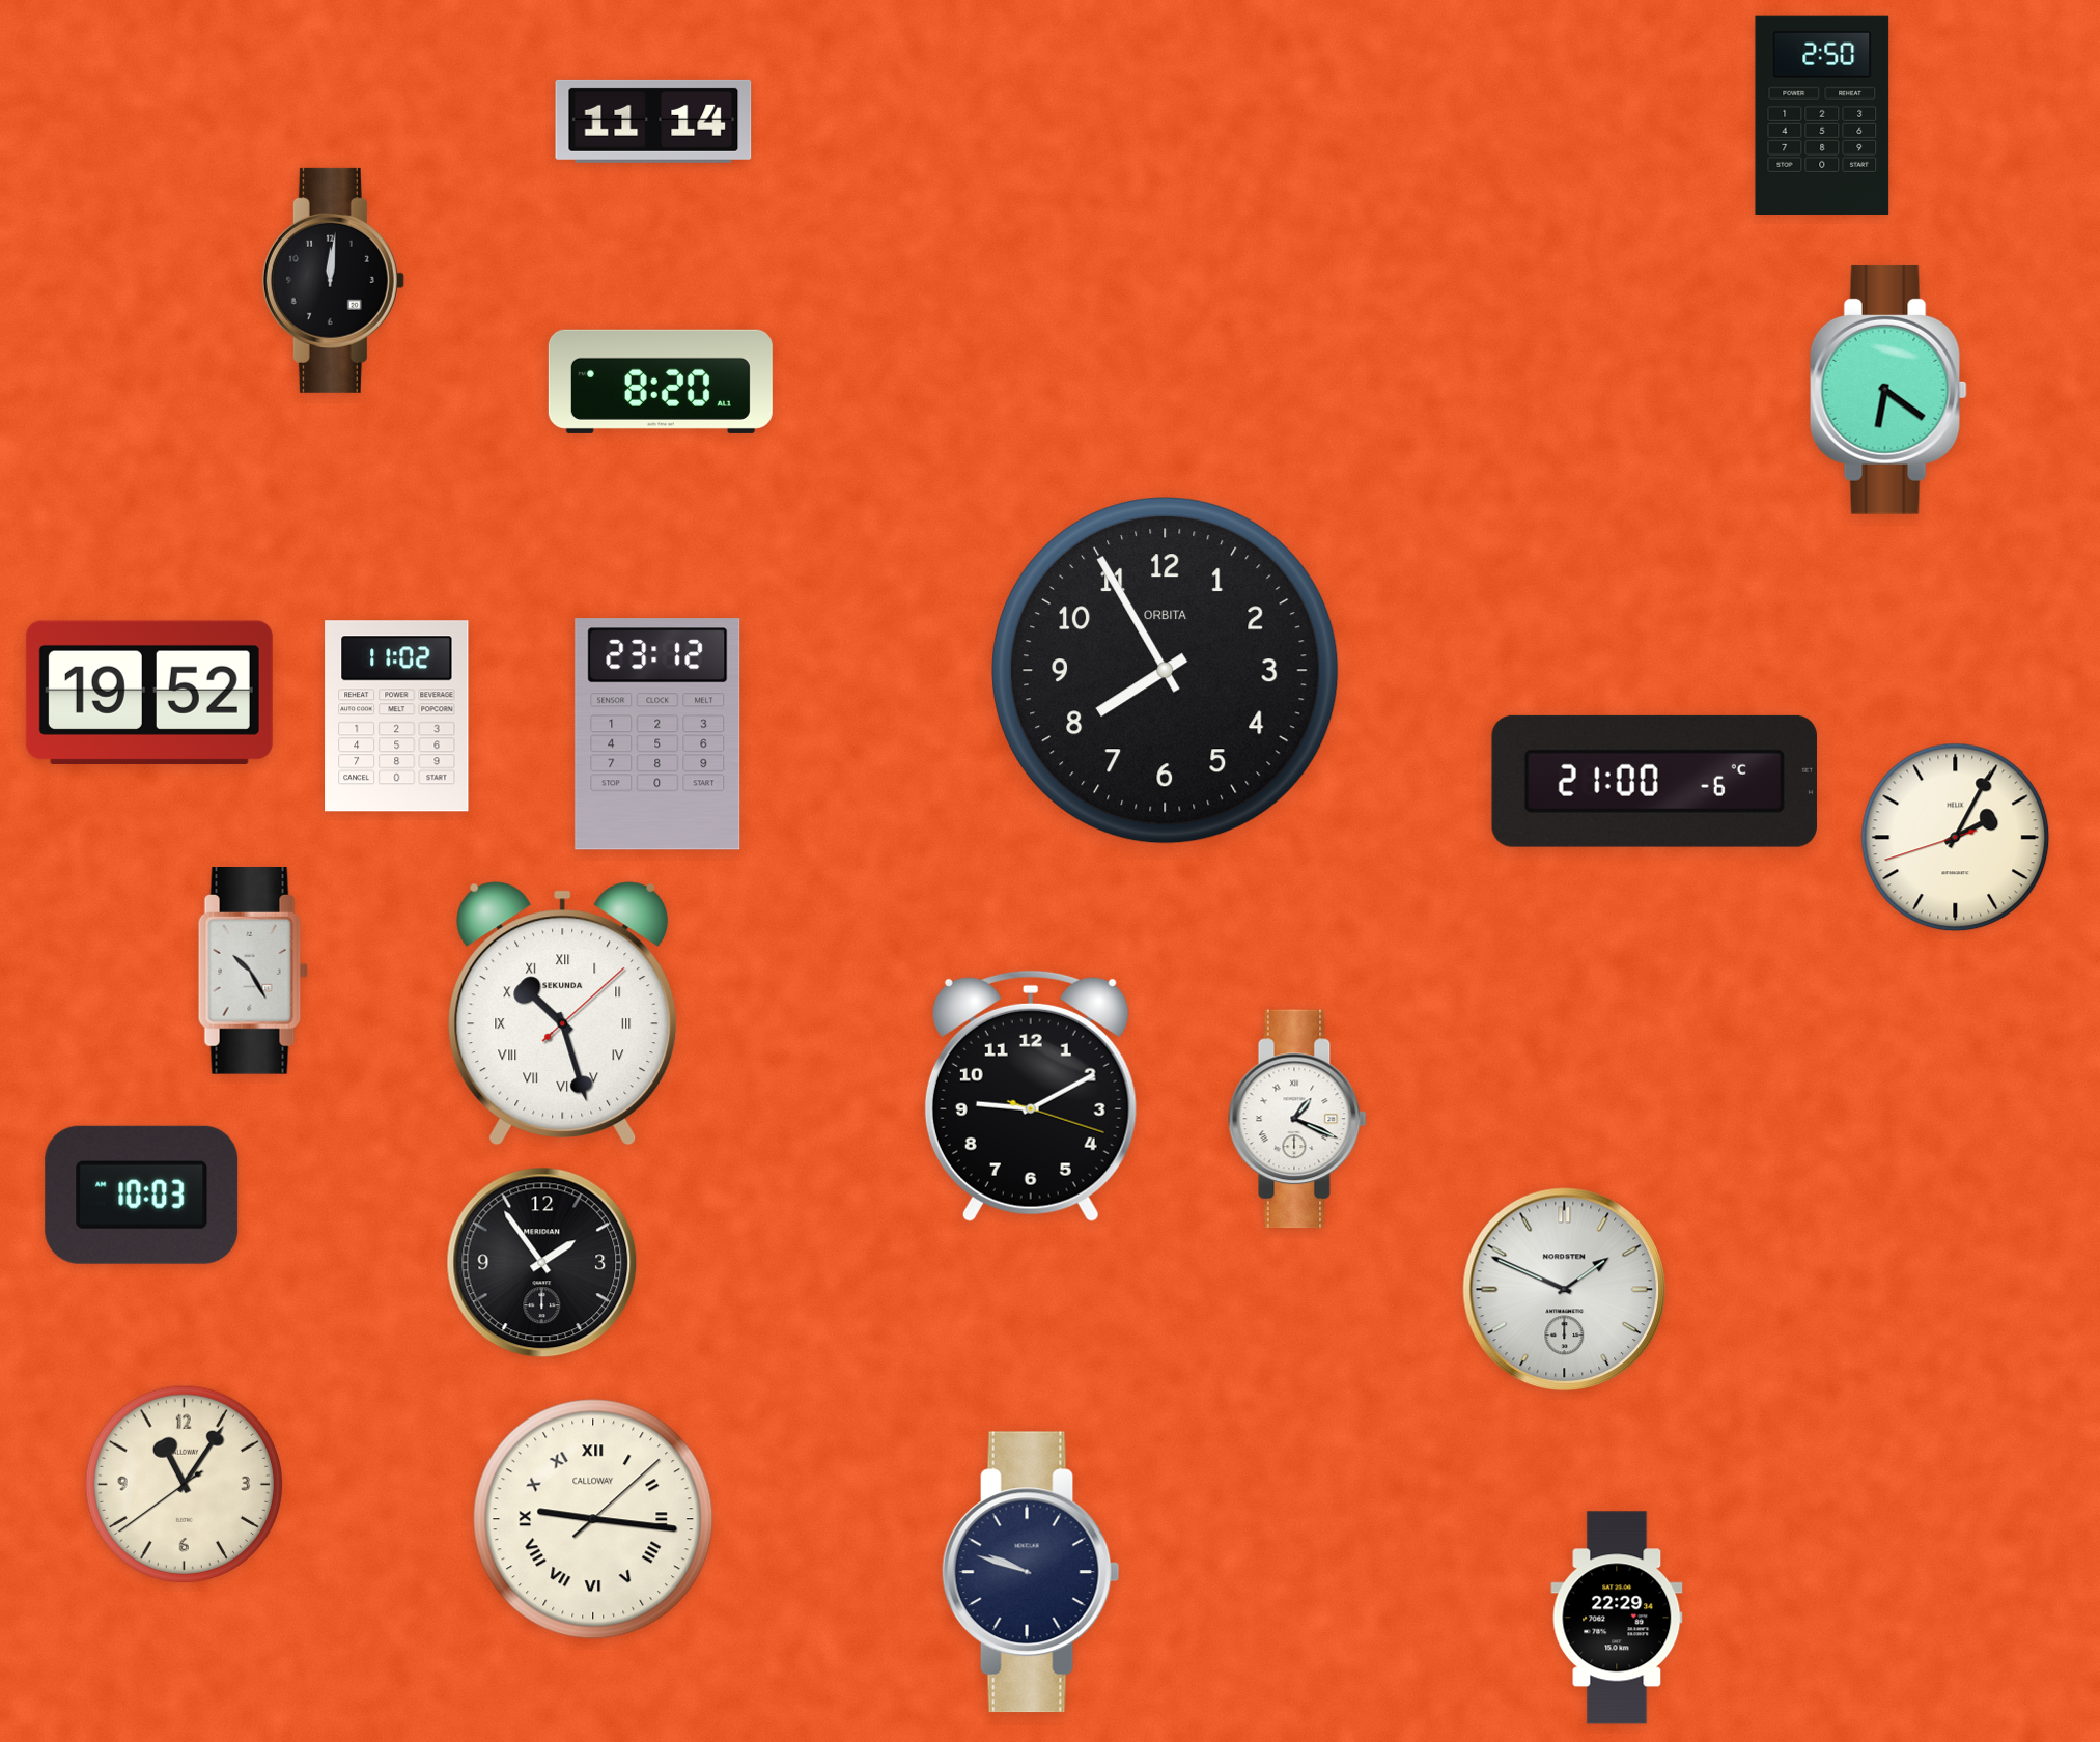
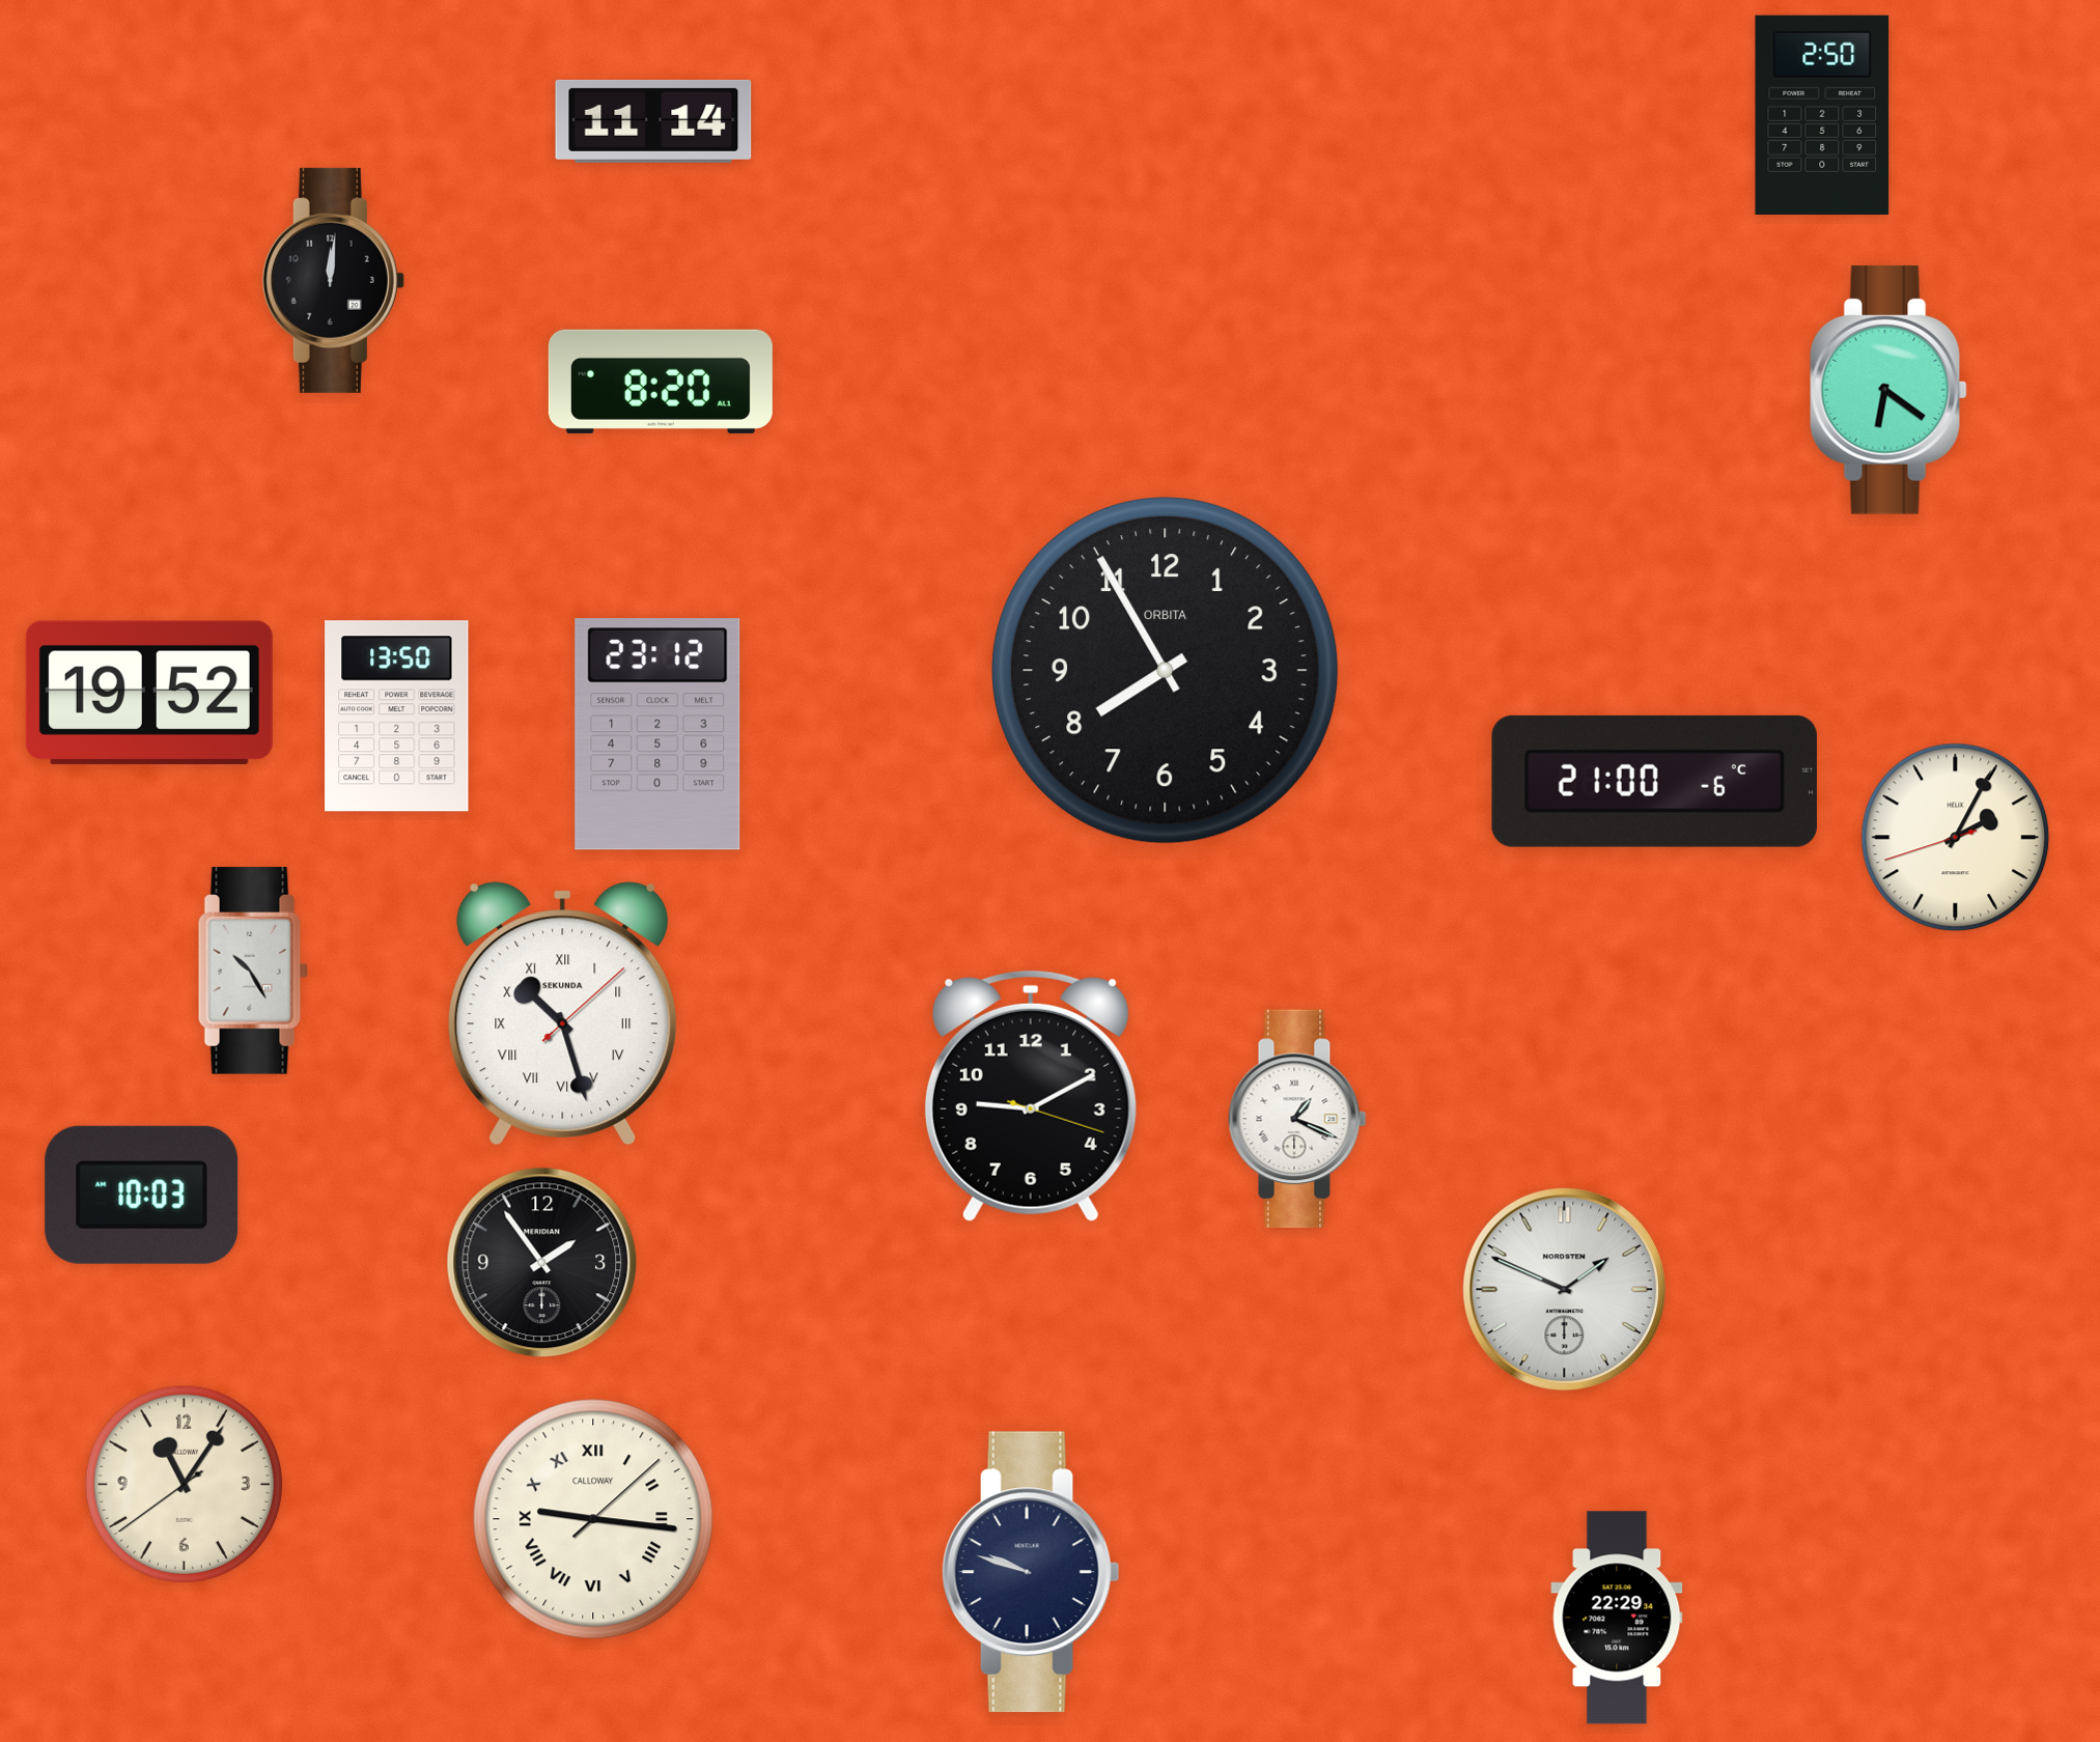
clock at (397, 717): 11:02 -> 13:50
